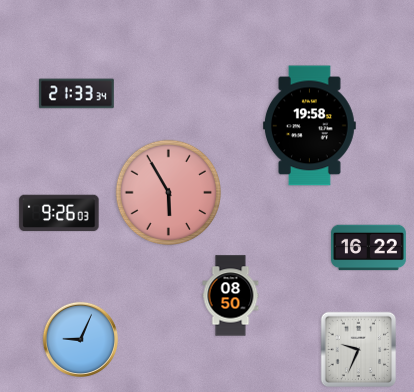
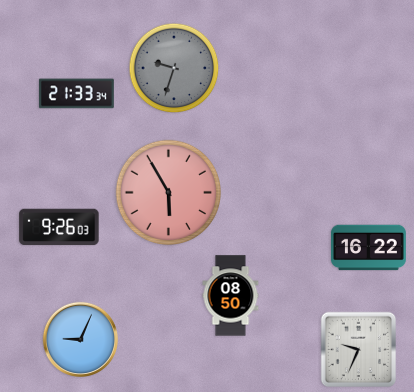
clock at (174, 68): none -> 9:33
clock at (310, 126): 19:58 -> none
clock at (59, 213) position: (59, 213) -> (59, 227)
